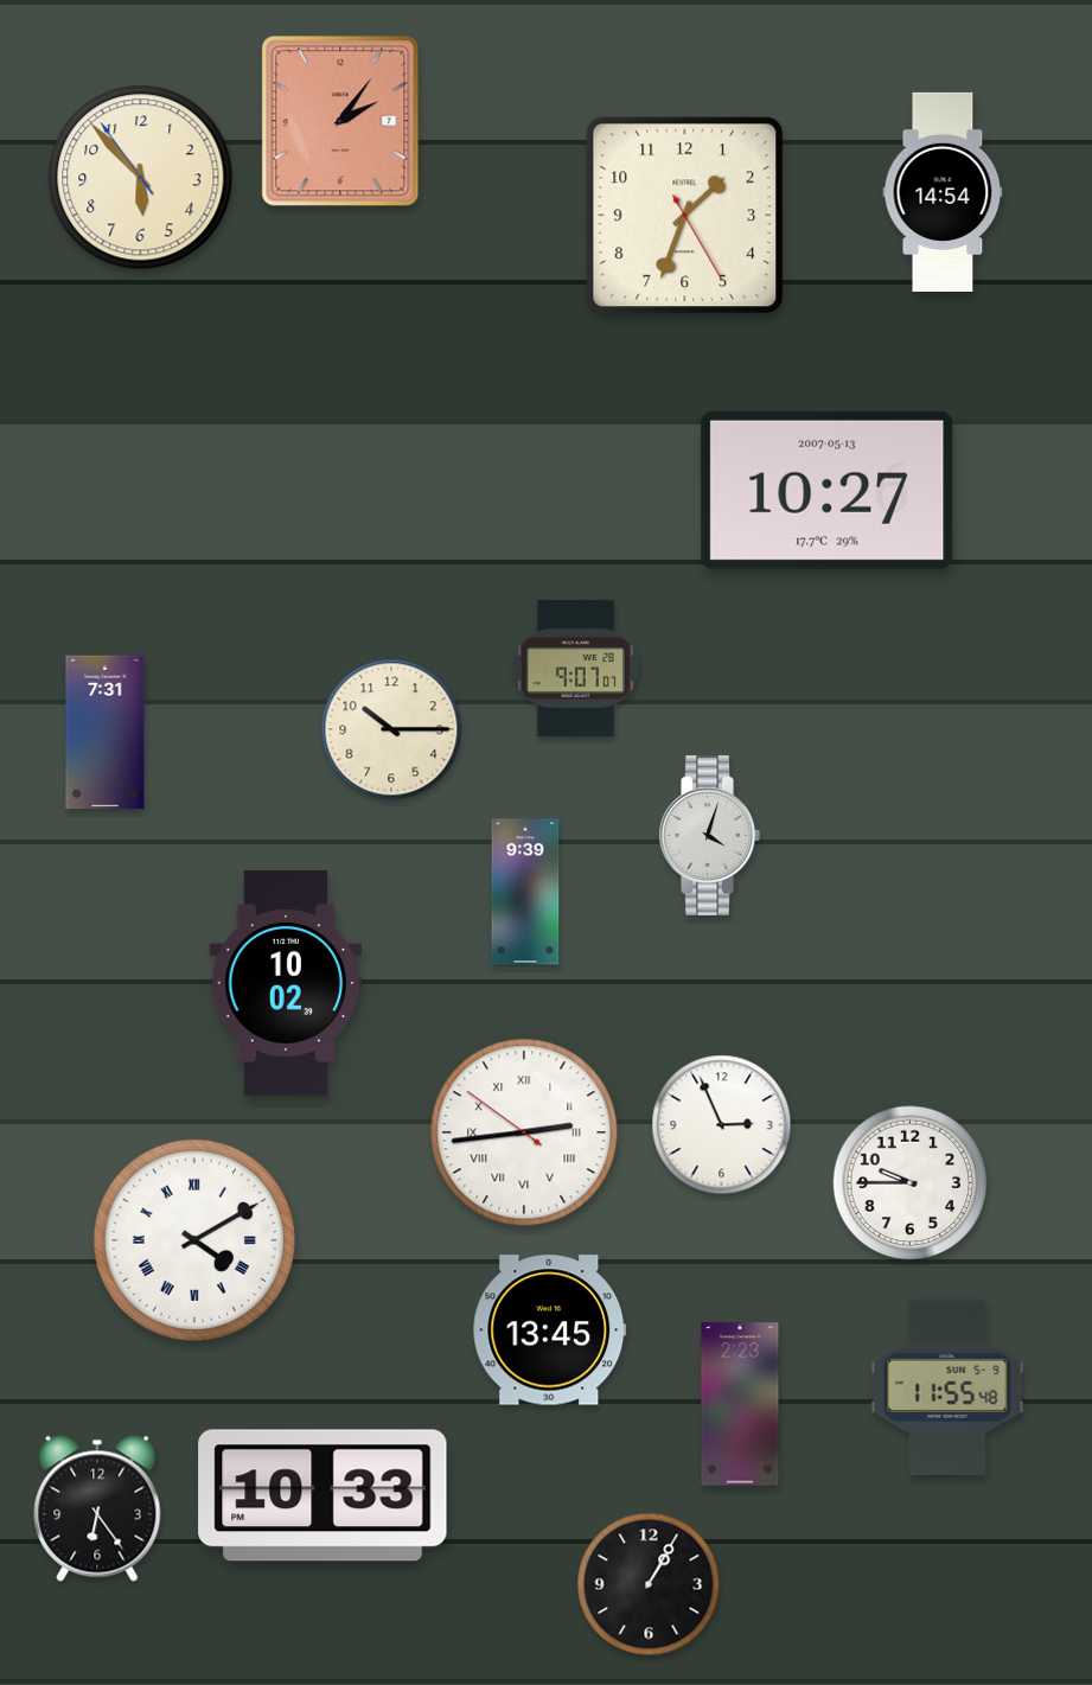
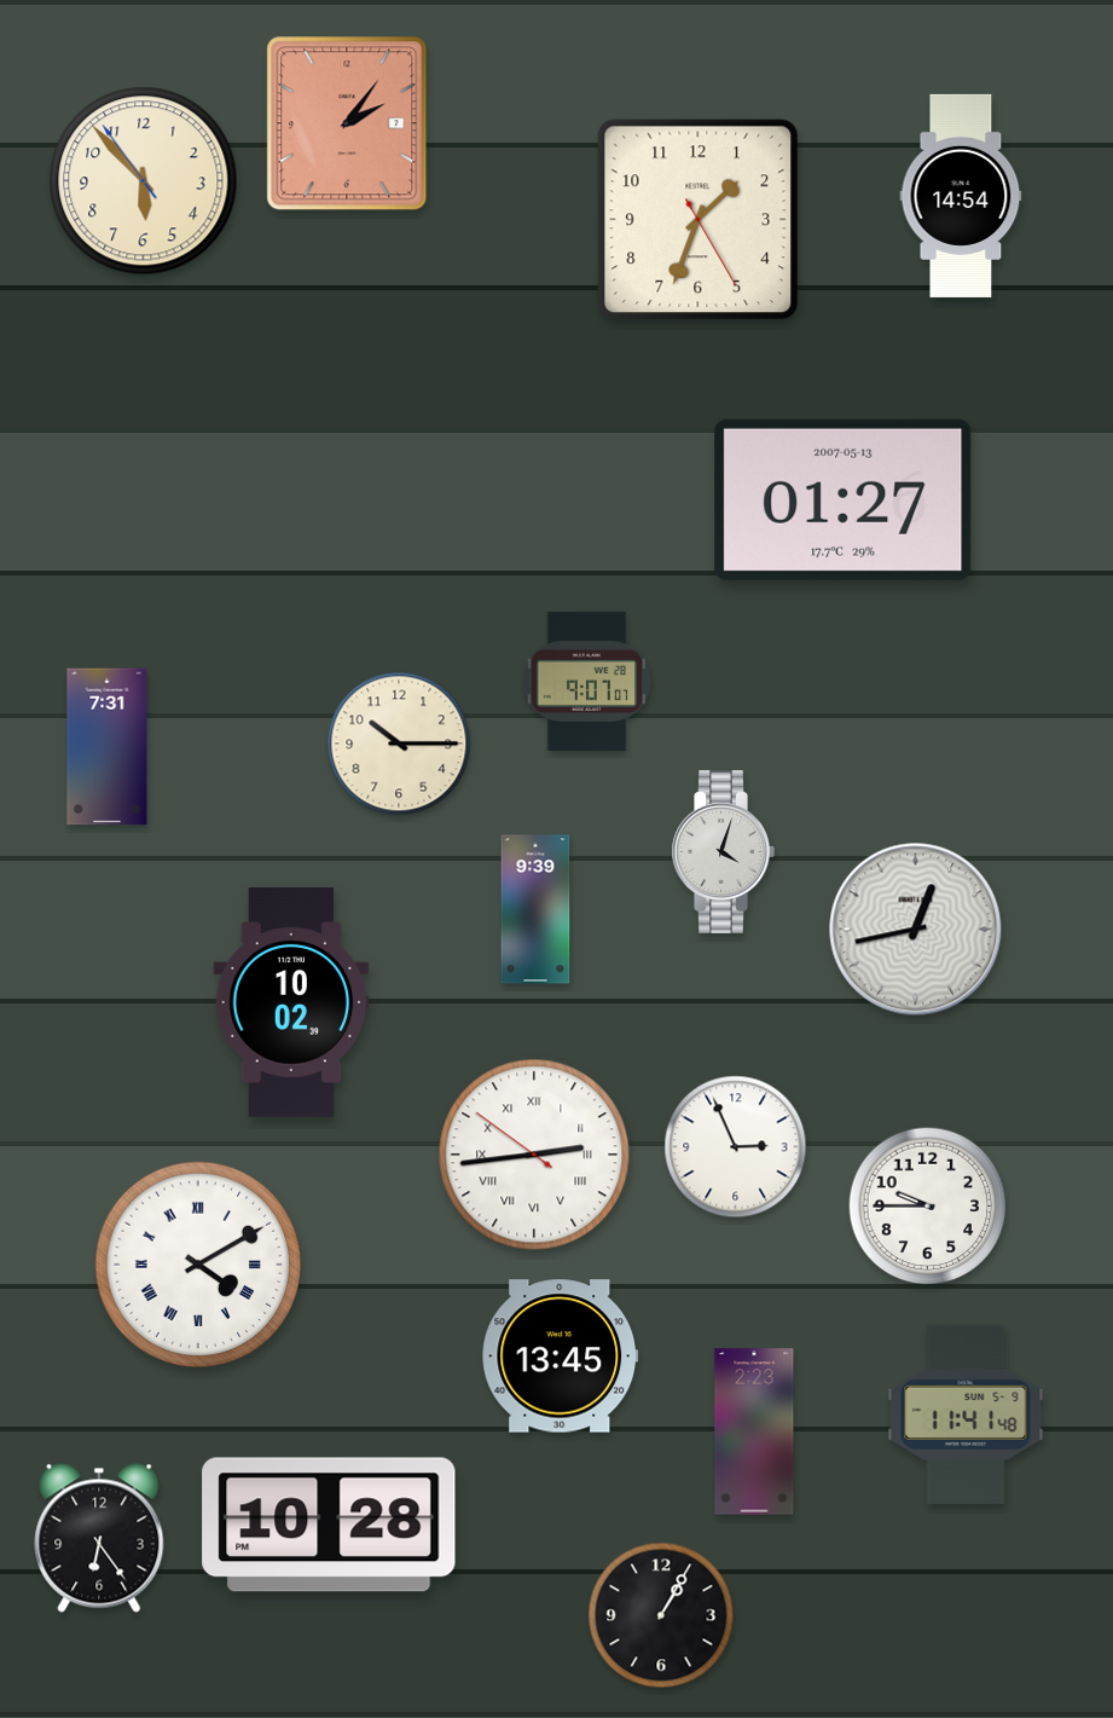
clock at (828, 490): 10:27 -> 01:27
clock at (916, 930): none -> 12:43
clock at (947, 1386): 11:55 -> 11:41
clock at (323, 1495): 10:33 -> 10:28
